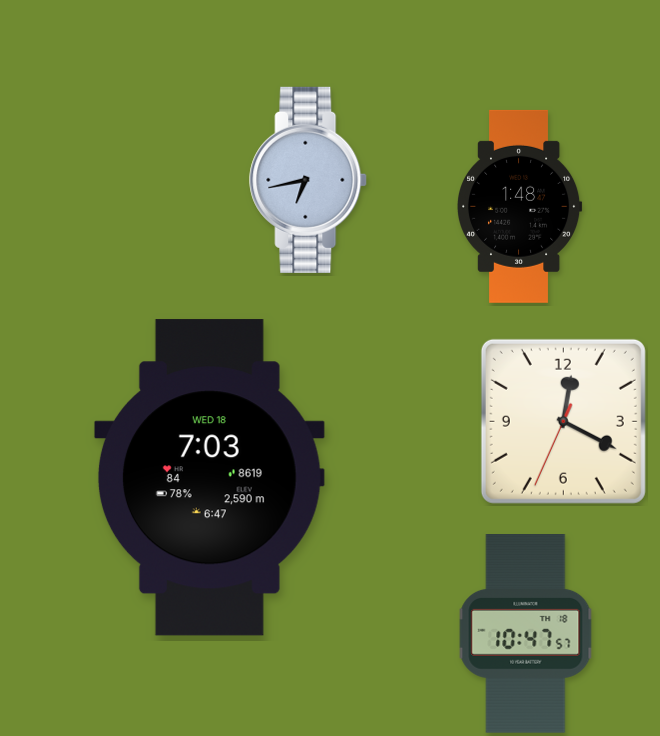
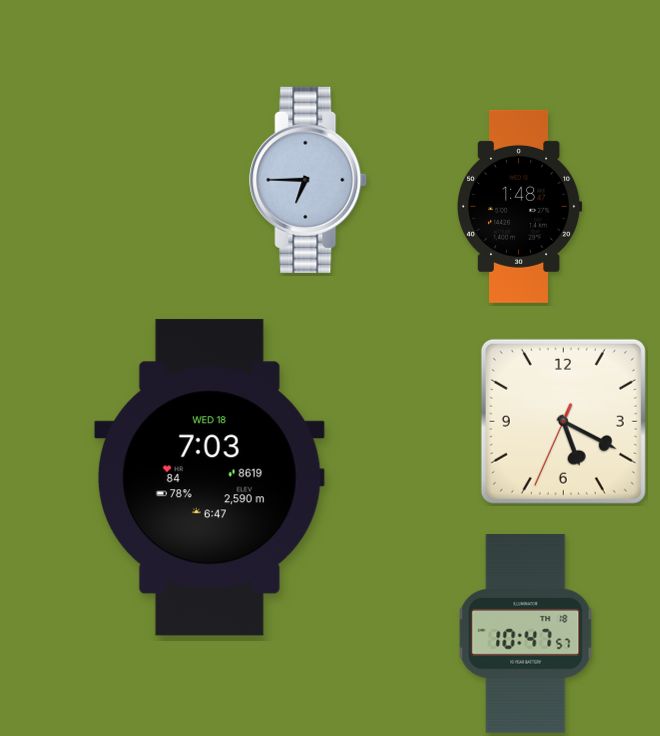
clock at (309, 180): 6:43 -> 6:45
clock at (563, 421): 12:19 -> 5:19
